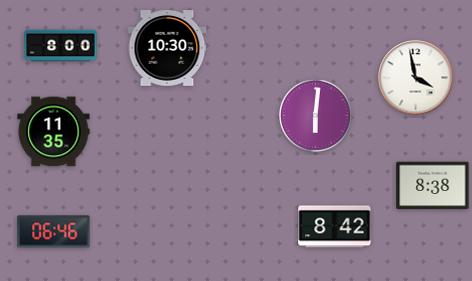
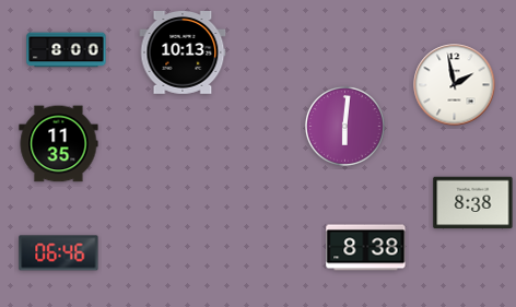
clock at (167, 48): 10:30 -> 10:13
clock at (416, 78): 3:58 -> 1:58
clock at (335, 227): 8:42 -> 8:38
